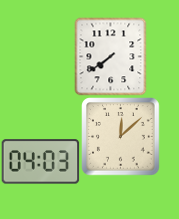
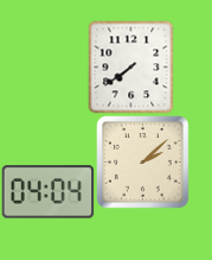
clock at (120, 136): 12:08 -> 2:08
clock at (40, 162): 04:03 -> 04:04
